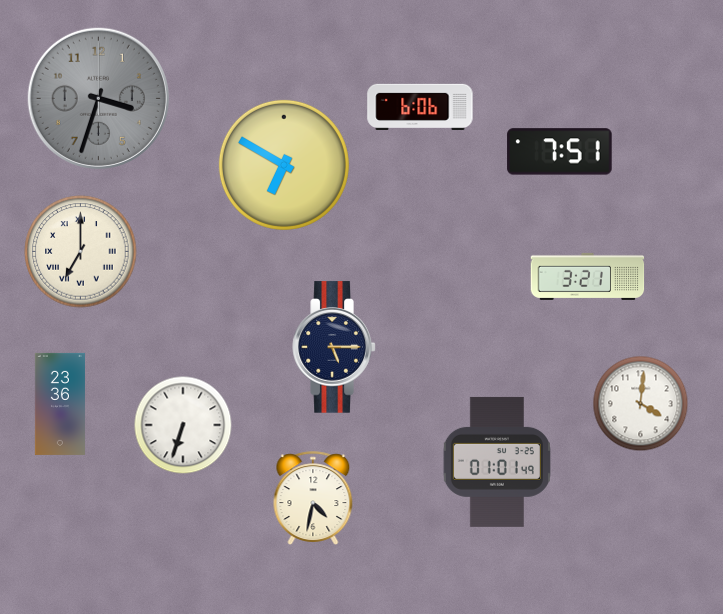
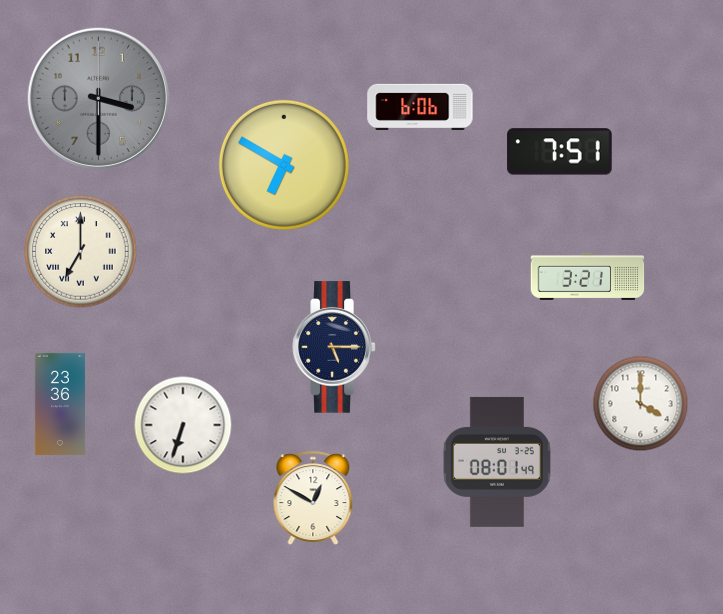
clock at (98, 98): 3:33 -> 3:30
clock at (641, 404): 4:01 -> 4:00
clock at (497, 462): 01:01 -> 08:01
clock at (313, 498): 4:32 -> 12:50
